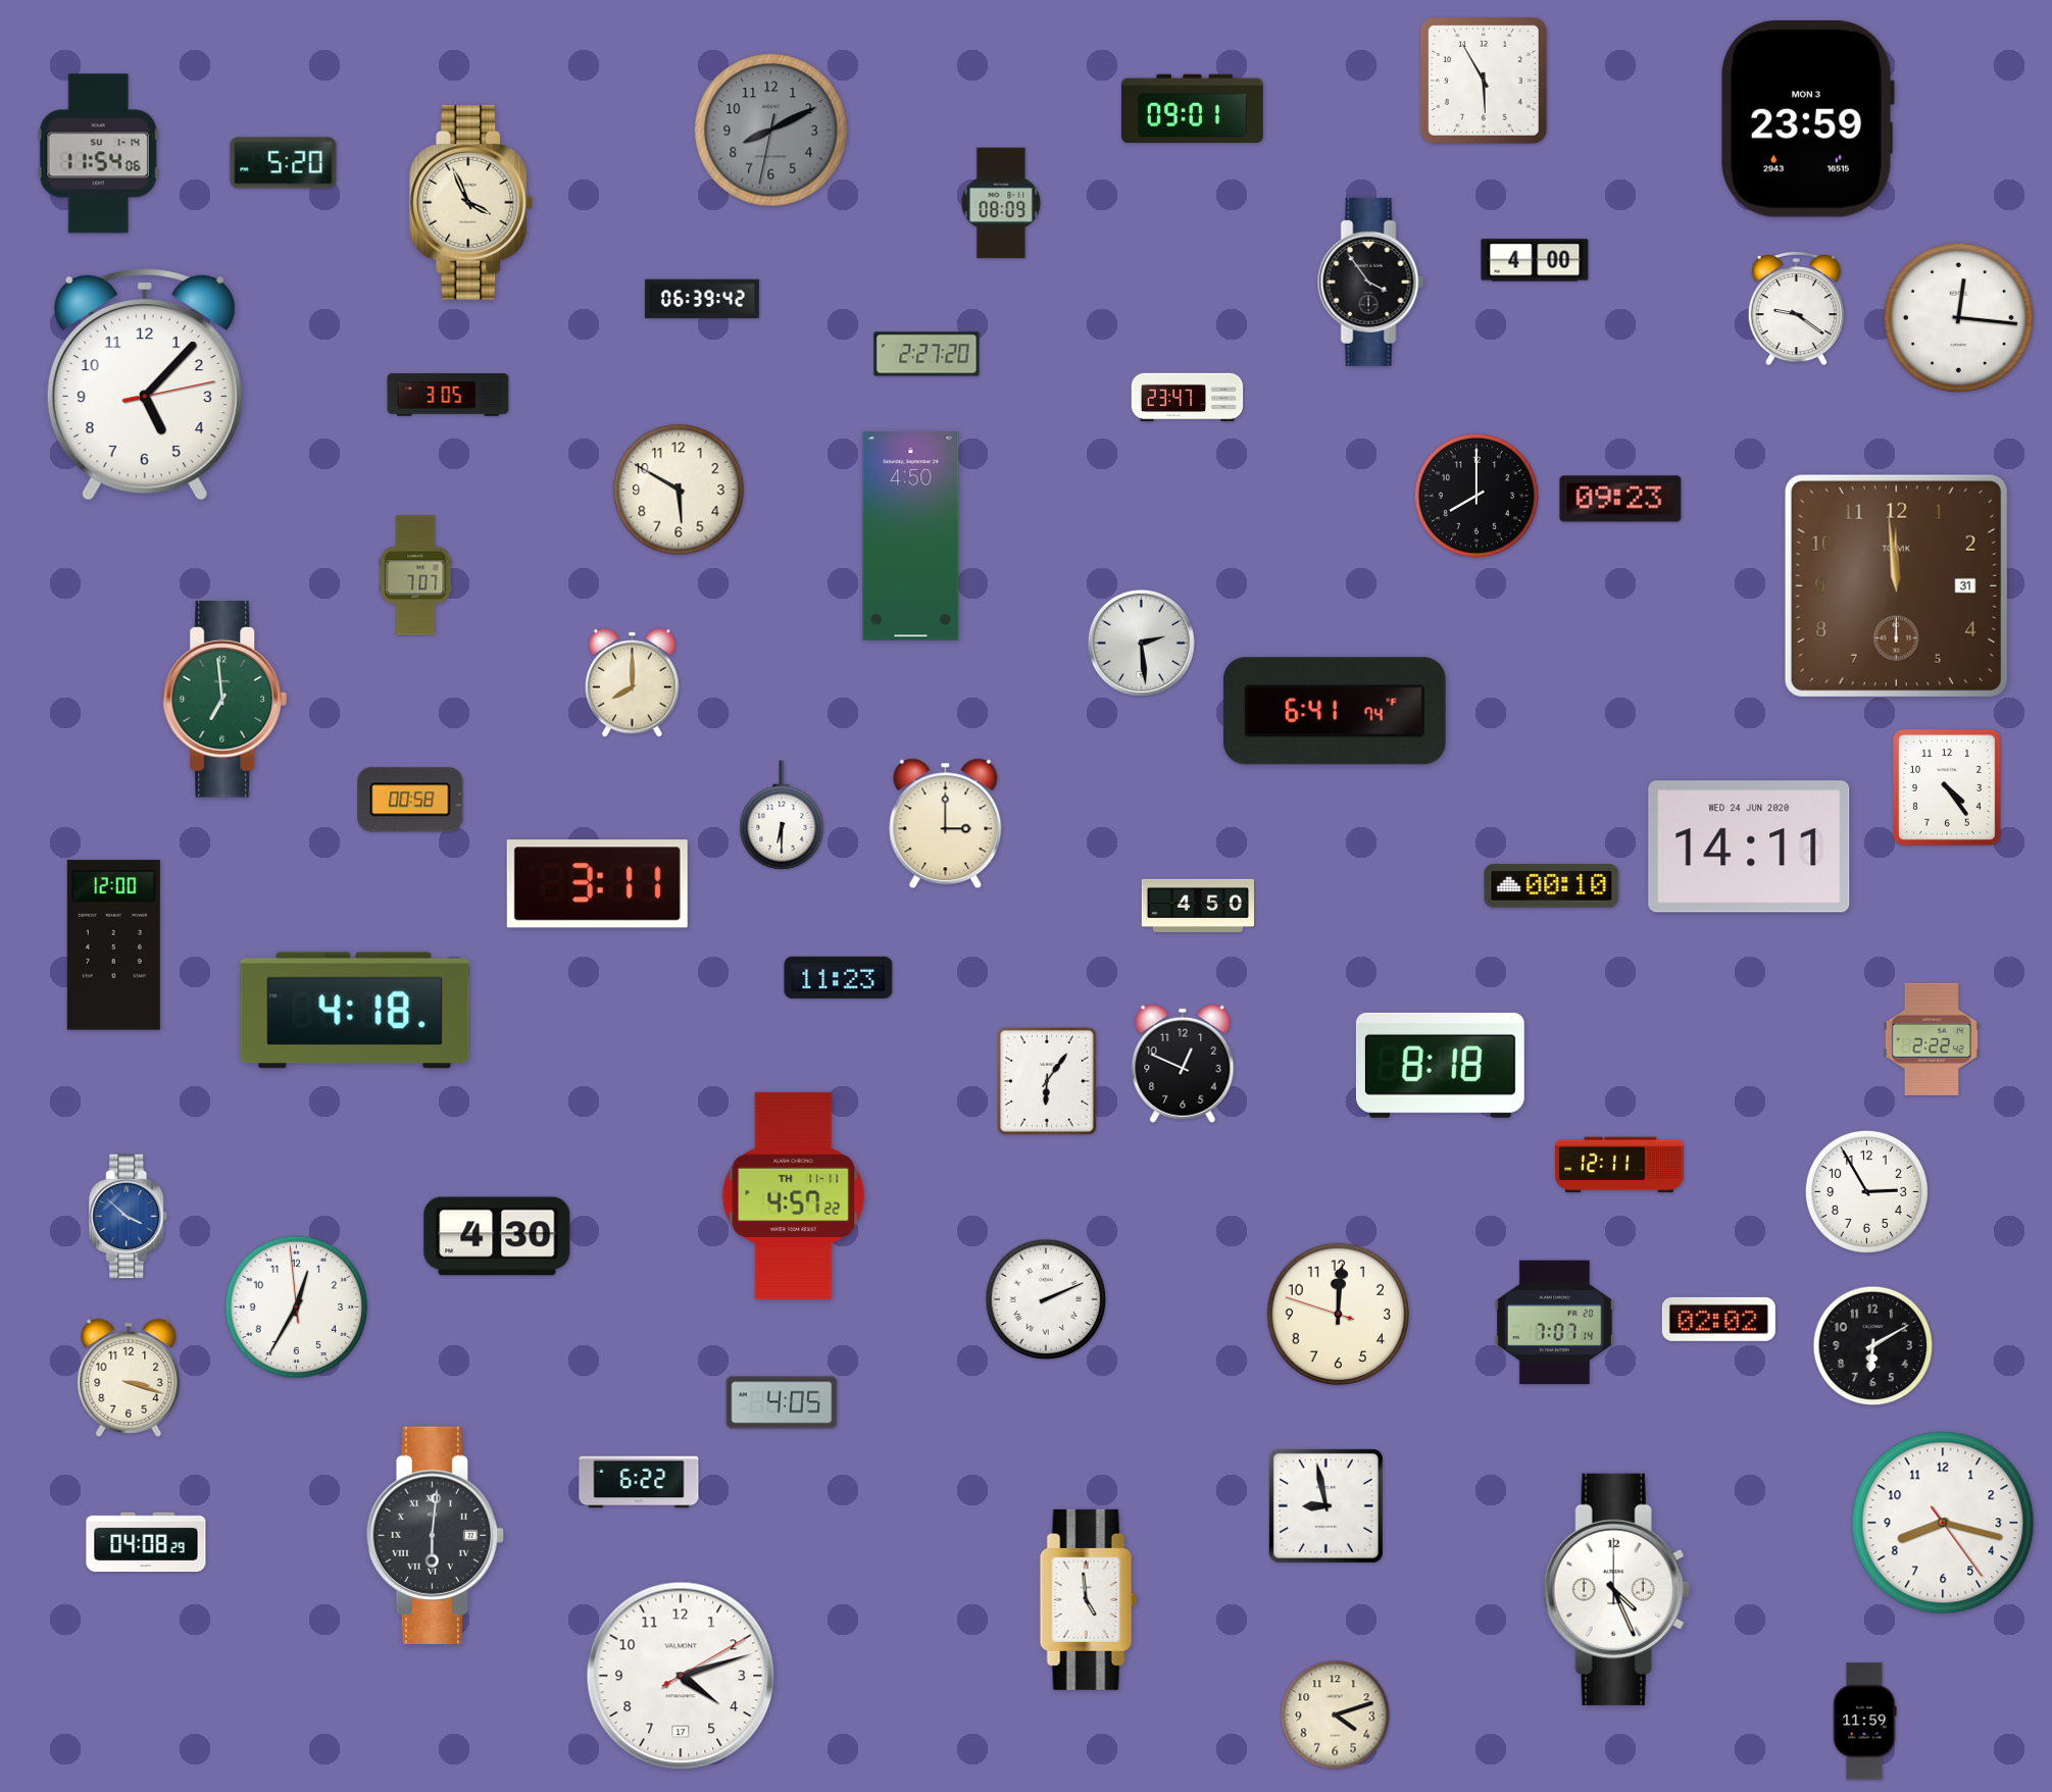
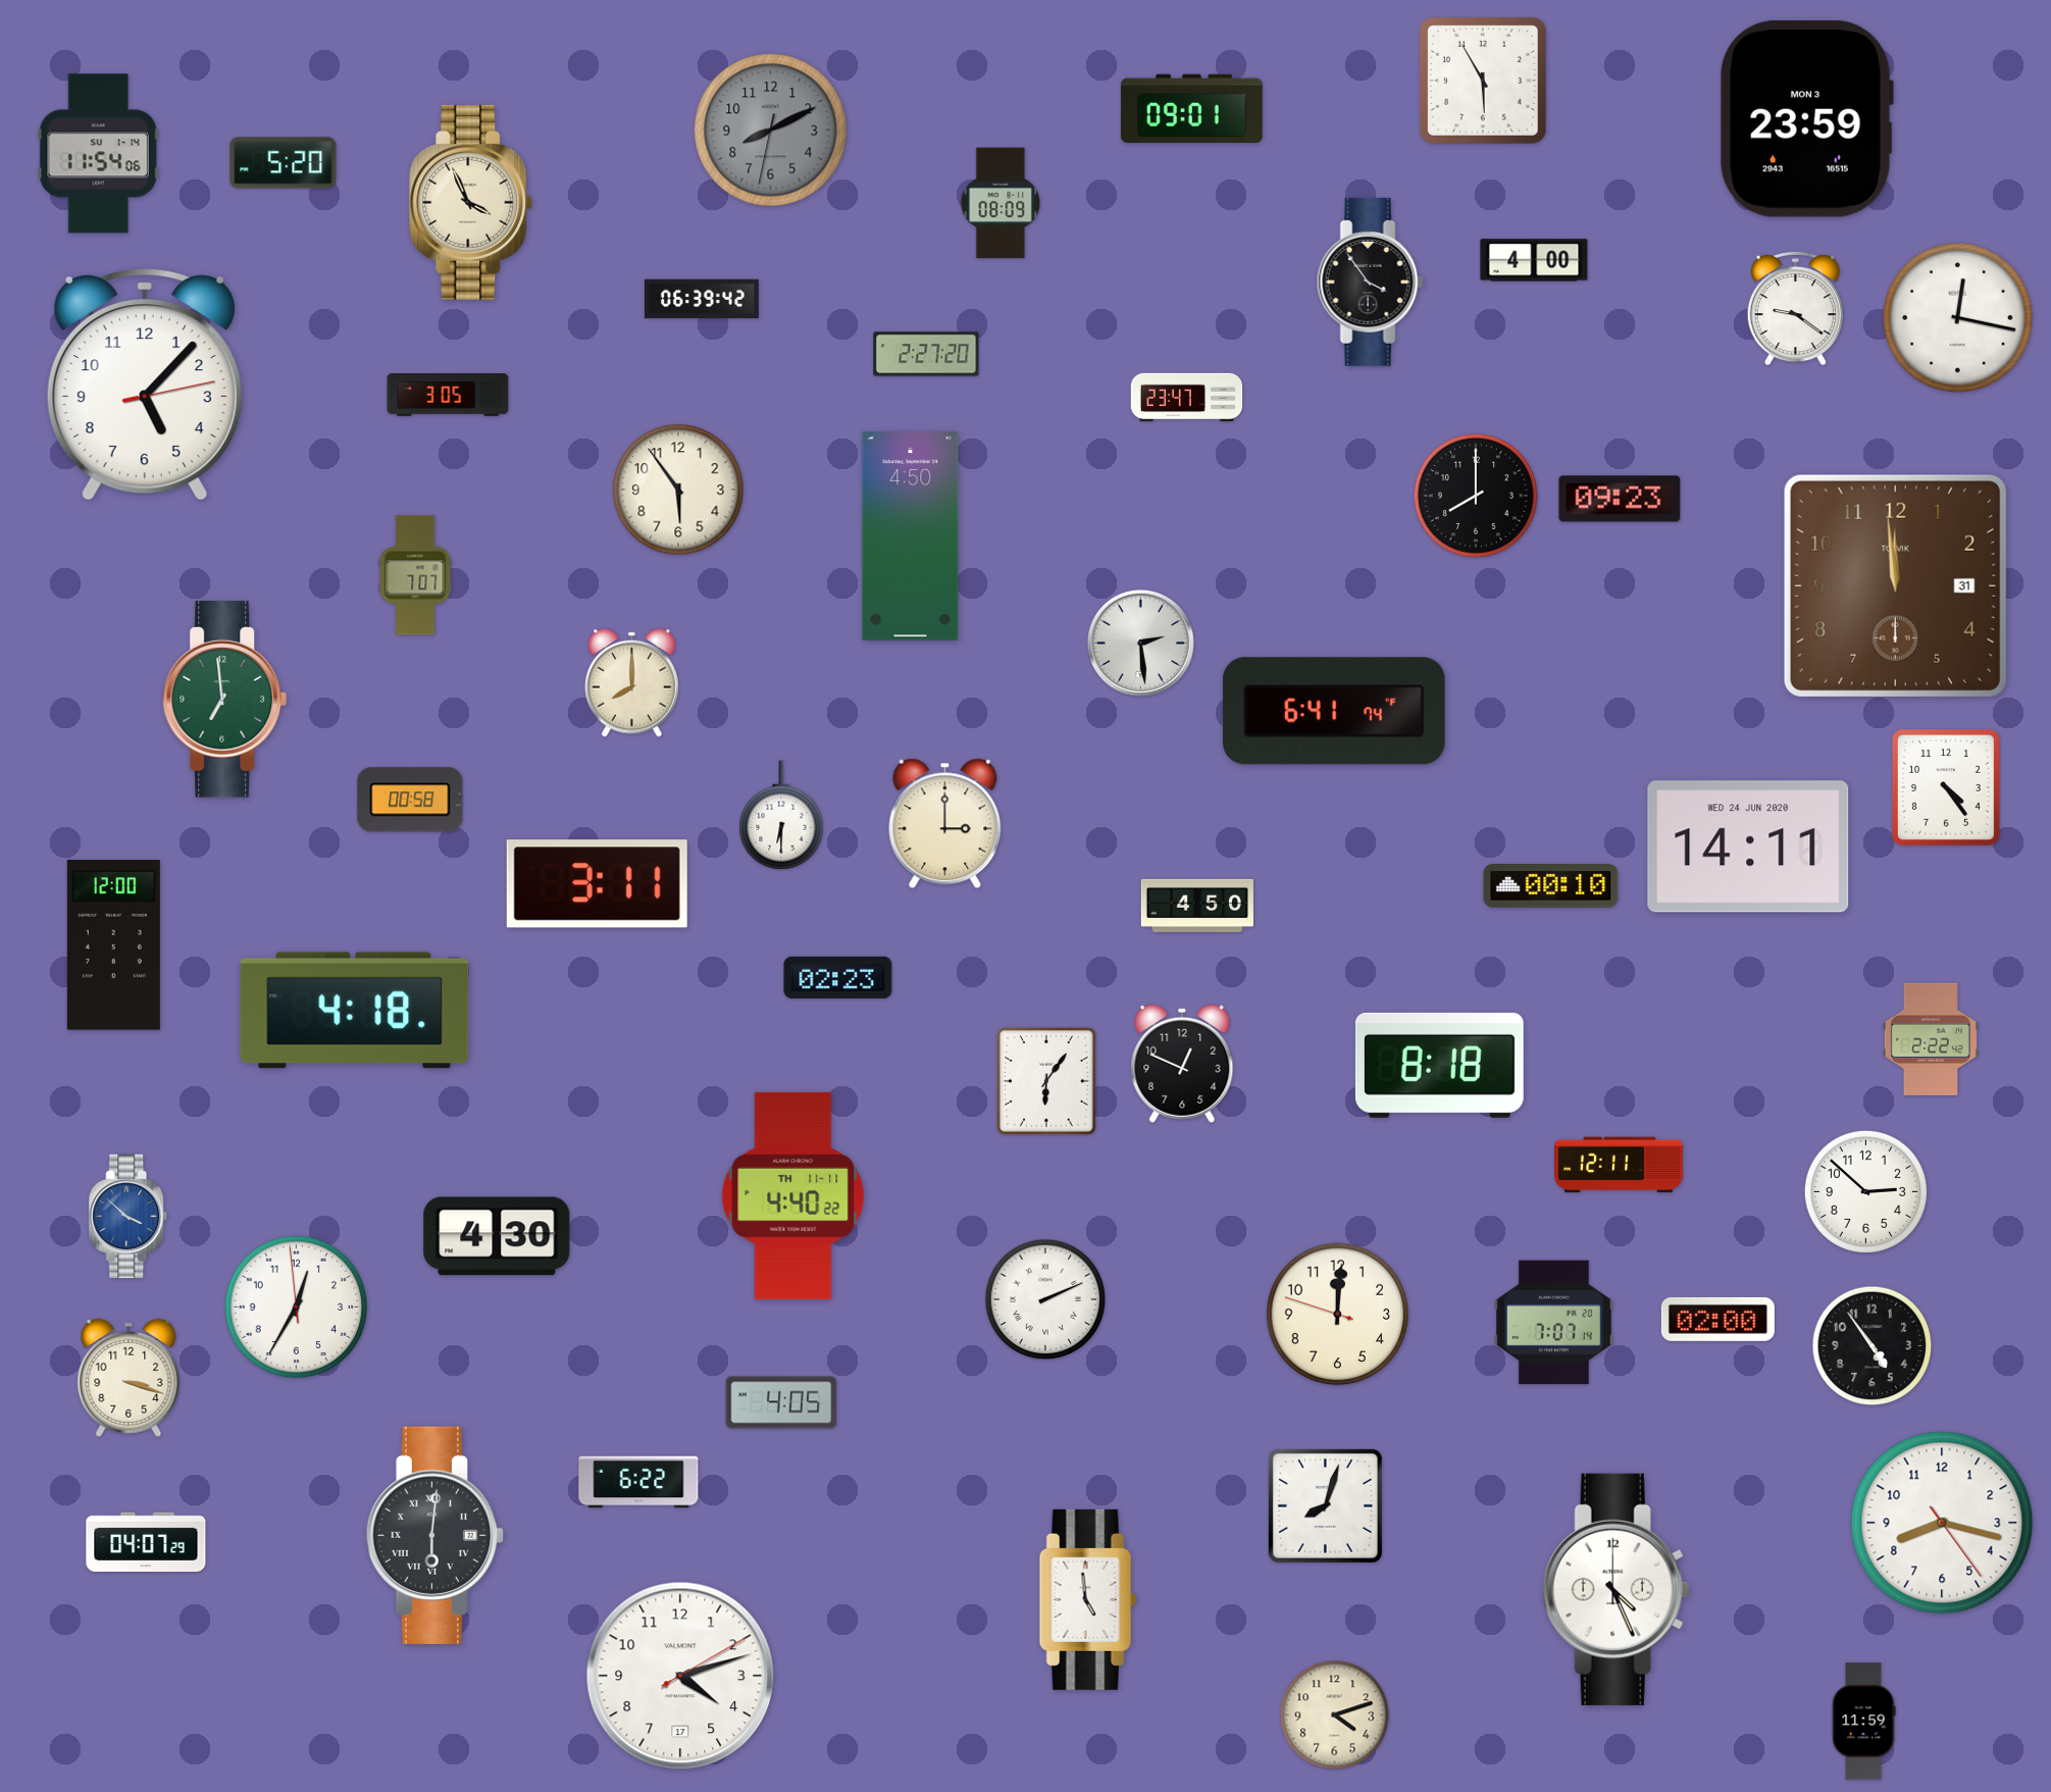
clock at (1958, 317): 12:16 -> 12:17
clock at (679, 490): 5:50 -> 5:54
clock at (839, 977): 11:23 -> 02:23
clock at (1866, 1191): 2:55 -> 2:52
clock at (794, 1195): 4:57 -> 4:40
clock at (1718, 1319): 02:02 -> 02:00
clock at (1873, 1346): 6:10 -> 4:54
clock at (1325, 1505): 8:58 -> 8:03
clock at (146, 1542): 04:08 -> 04:07
